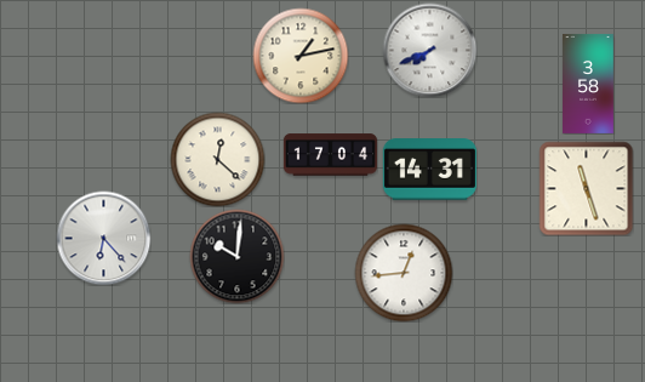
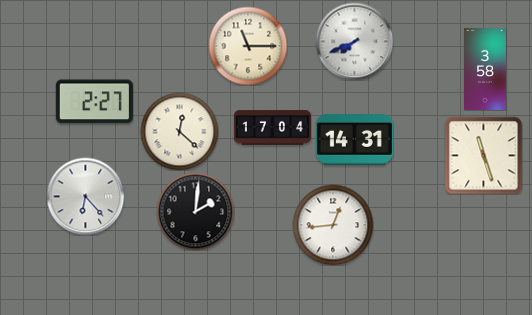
clock at (301, 56): 1:13 -> 11:15
clock at (94, 102): none -> 2:27
clock at (236, 256): 10:01 -> 2:01
